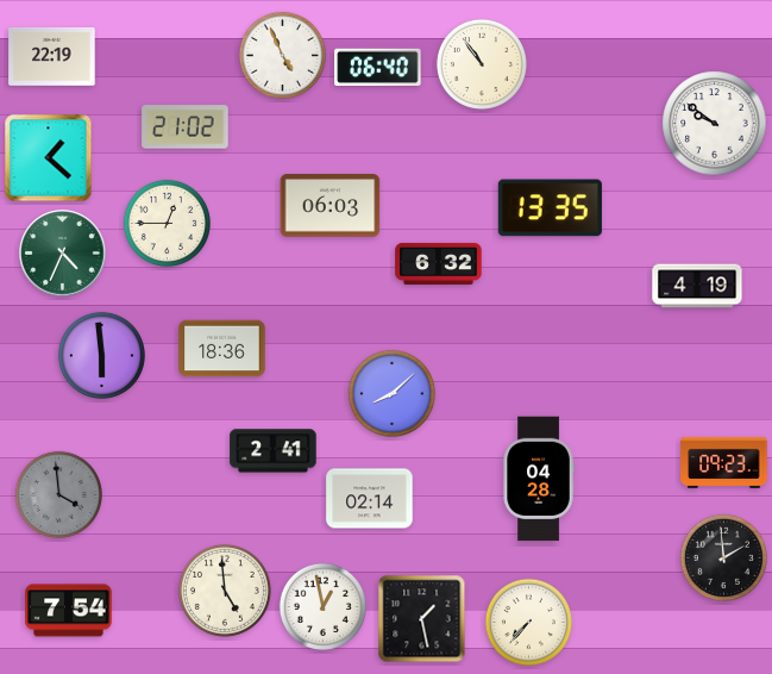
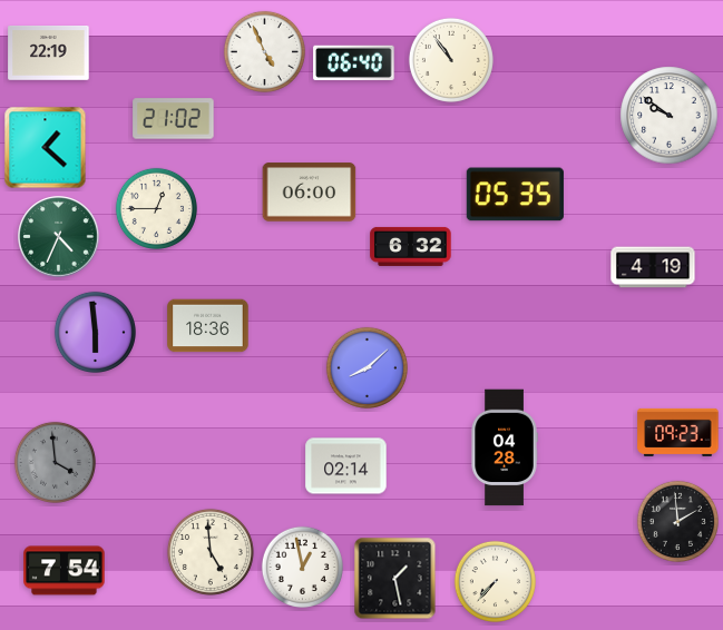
clock at (331, 206): 06:03 -> 06:00
clock at (550, 208): 13:35 -> 05:35
clock at (274, 451): 2:41 -> none
